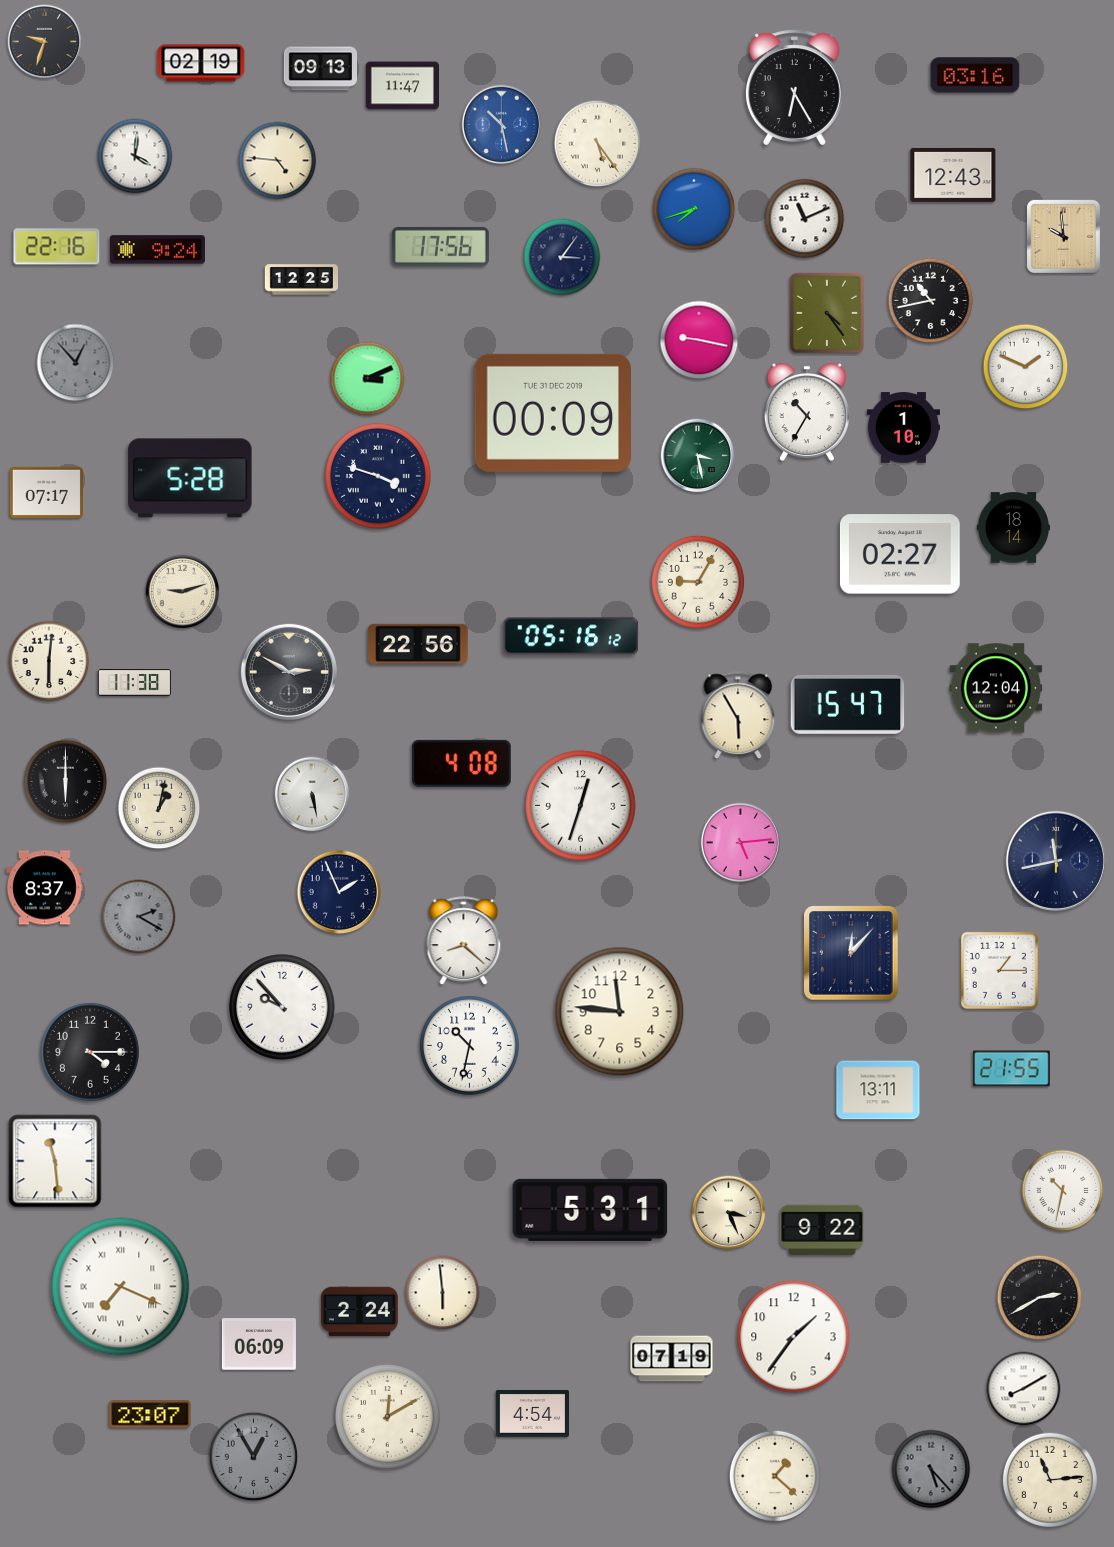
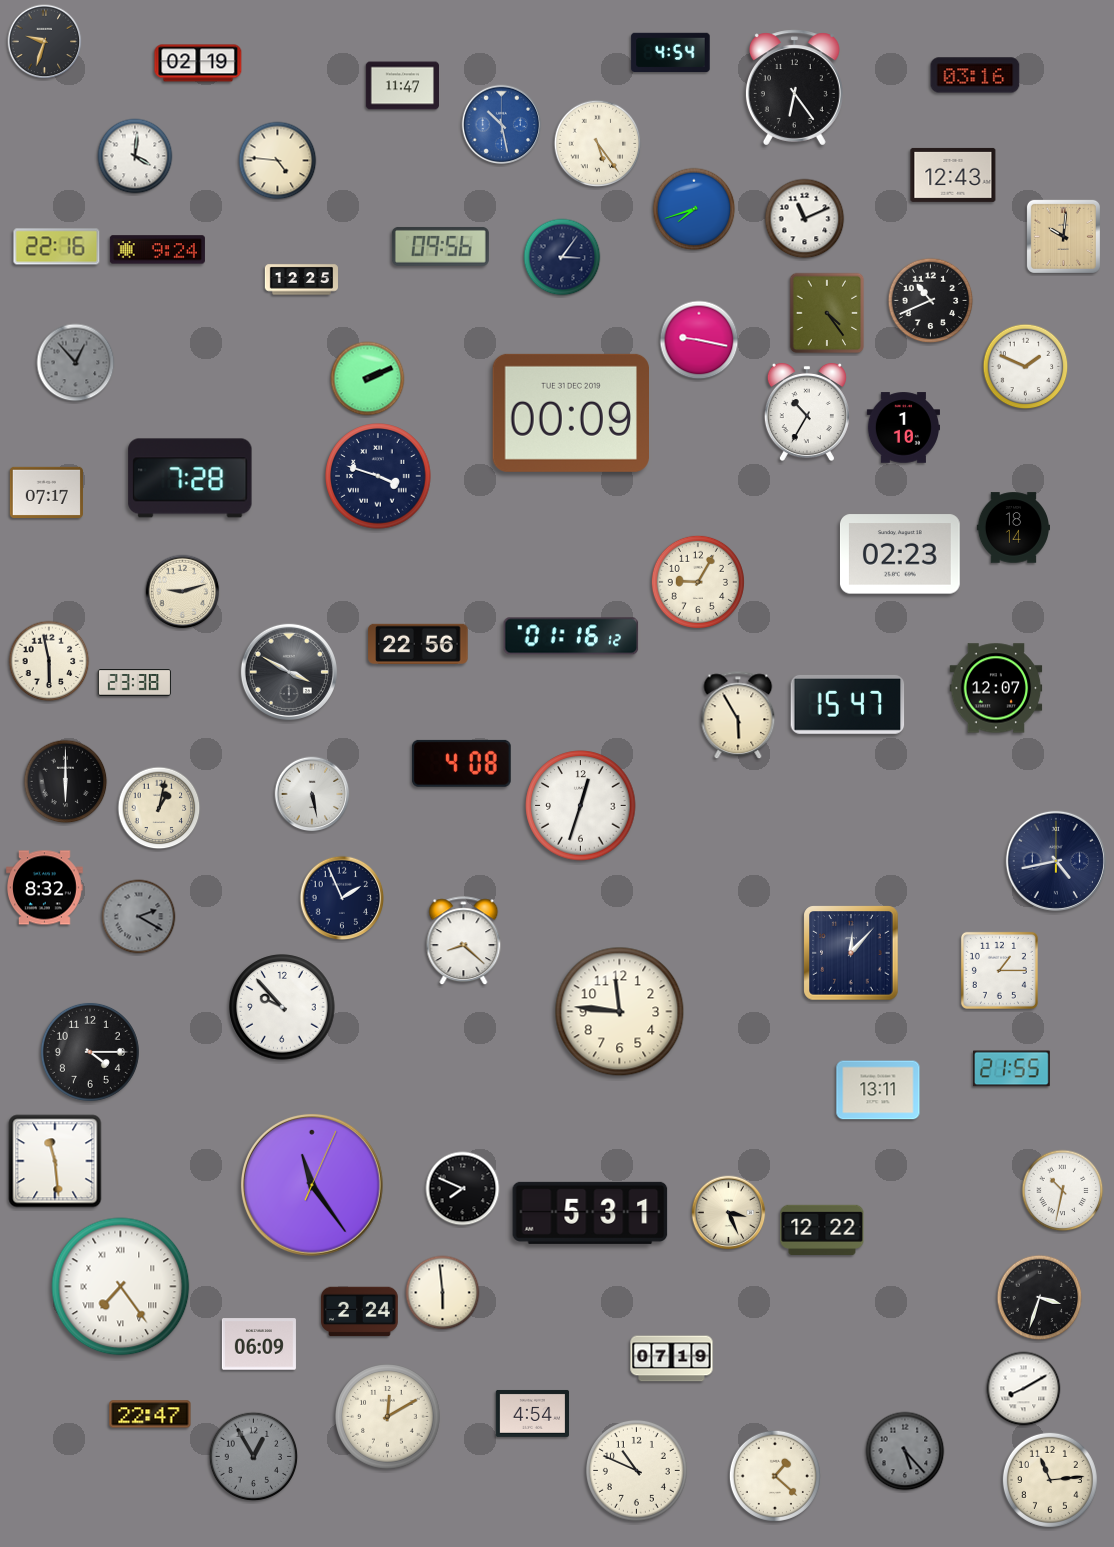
clock at (671, 53): none -> 4:54
clock at (201, 63) position: (201, 63) -> (198, 63)
clock at (320, 69): 09:13 -> none
clock at (794, 88): 6:25 -> 6:24
clock at (1063, 236): 9:59 -> 10:01
clock at (440, 246): 17:56 -> 09:56
clock at (931, 301): 10:43 -> 10:41
clock at (368, 379): 3:11 -> 2:11
clock at (552, 413) position: (552, 413) -> (570, 413)
clock at (698, 456): 3:28 -> none
clock at (190, 478): 5:28 -> 7:28
clock at (900, 554): 02:27 -> 02:23
clock at (571, 636): 05:16 -> 01:16
clock at (49, 661): 6:01 -> 5:58
clock at (289, 672): 2:50 -> 3:50
clock at (134, 683): 11:38 -> 23:38
clock at (996, 688): 12:04 -> 12:07
clock at (741, 843): 5:14 -> none
clock at (1056, 861): 11:43 -> 4:43
clock at (45, 888): 8:37 -> 8:32
clock at (339, 892) position: (339, 892) -> (342, 898)
clock at (469, 1045): 10:32 -> none
clock at (312, 1185): none -> 11:24
clock at (463, 1189): none -> 7:49
clock at (590, 1210) position: (590, 1210) -> (590, 1213)
clock at (822, 1229): 9:22 -> 12:22
clock at (121, 1287): 7:19 -> 7:24
clock at (1040, 1298): 2:40 -> 3:33
clock at (794, 1337): 1:36 -> none
clock at (150, 1414): 23:07 -> 22:47
clock at (931, 1469) position: (931, 1469) -> (905, 1451)
clock at (636, 1470): none -> 10:49
